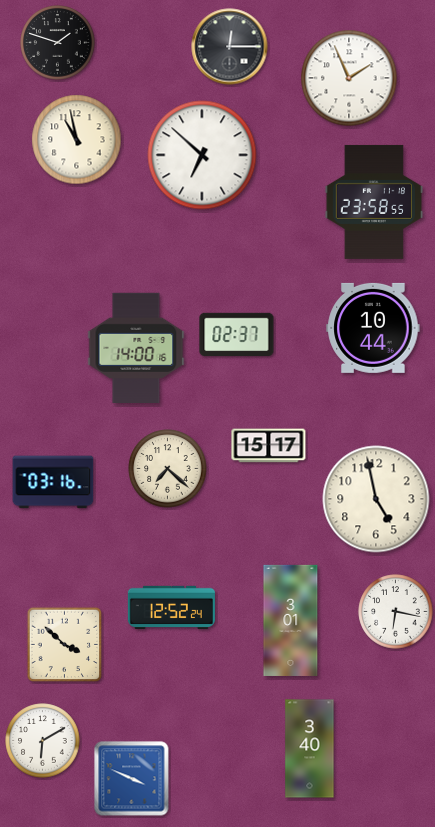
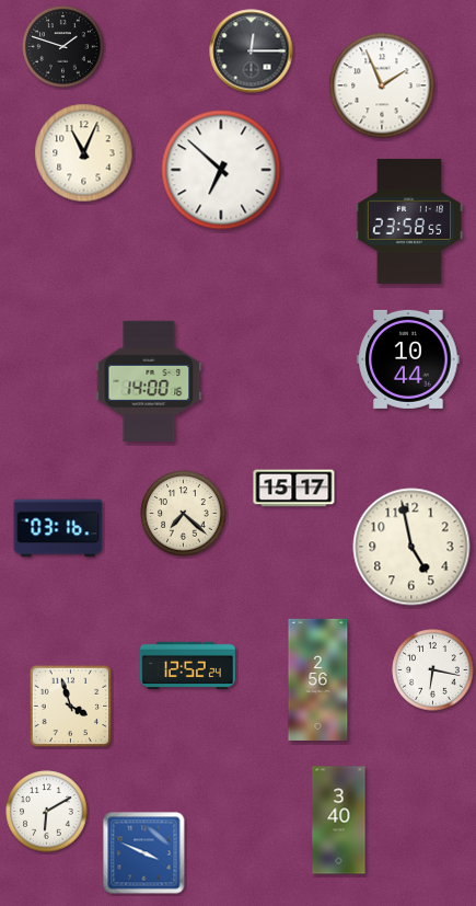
clock at (77, 140): 10:58 -> 11:04
clock at (237, 335): 02:37 -> none
clock at (291, 620): 3:01 -> 2:56
clock at (65, 645): 3:52 -> 3:57
